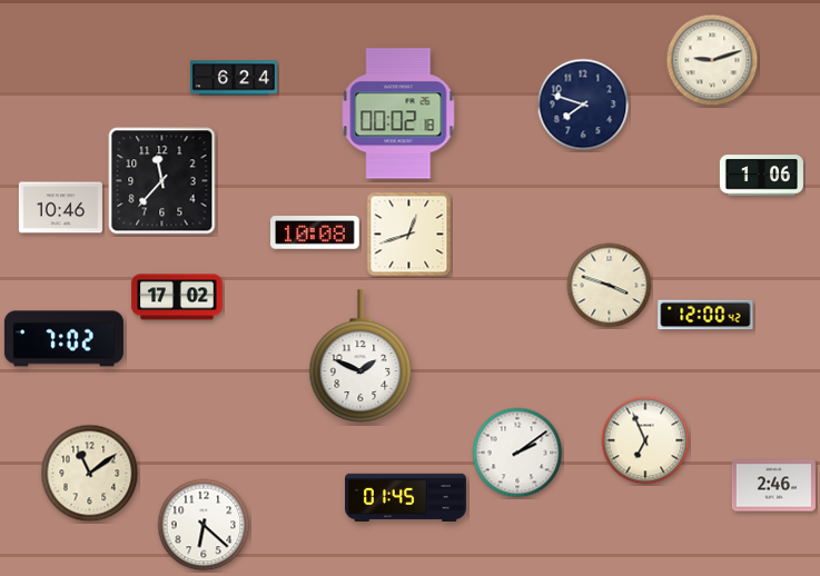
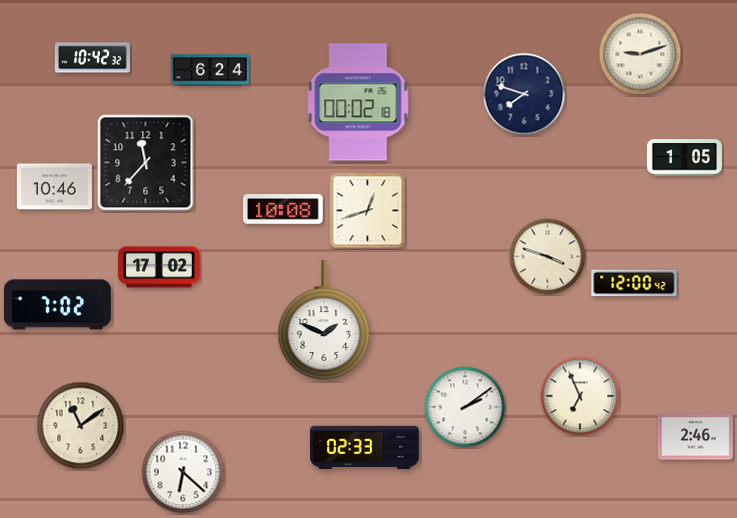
clock at (92, 58): none -> 10:42
clock at (761, 176): 1:06 -> 1:05
clock at (406, 498): 01:45 -> 02:33
